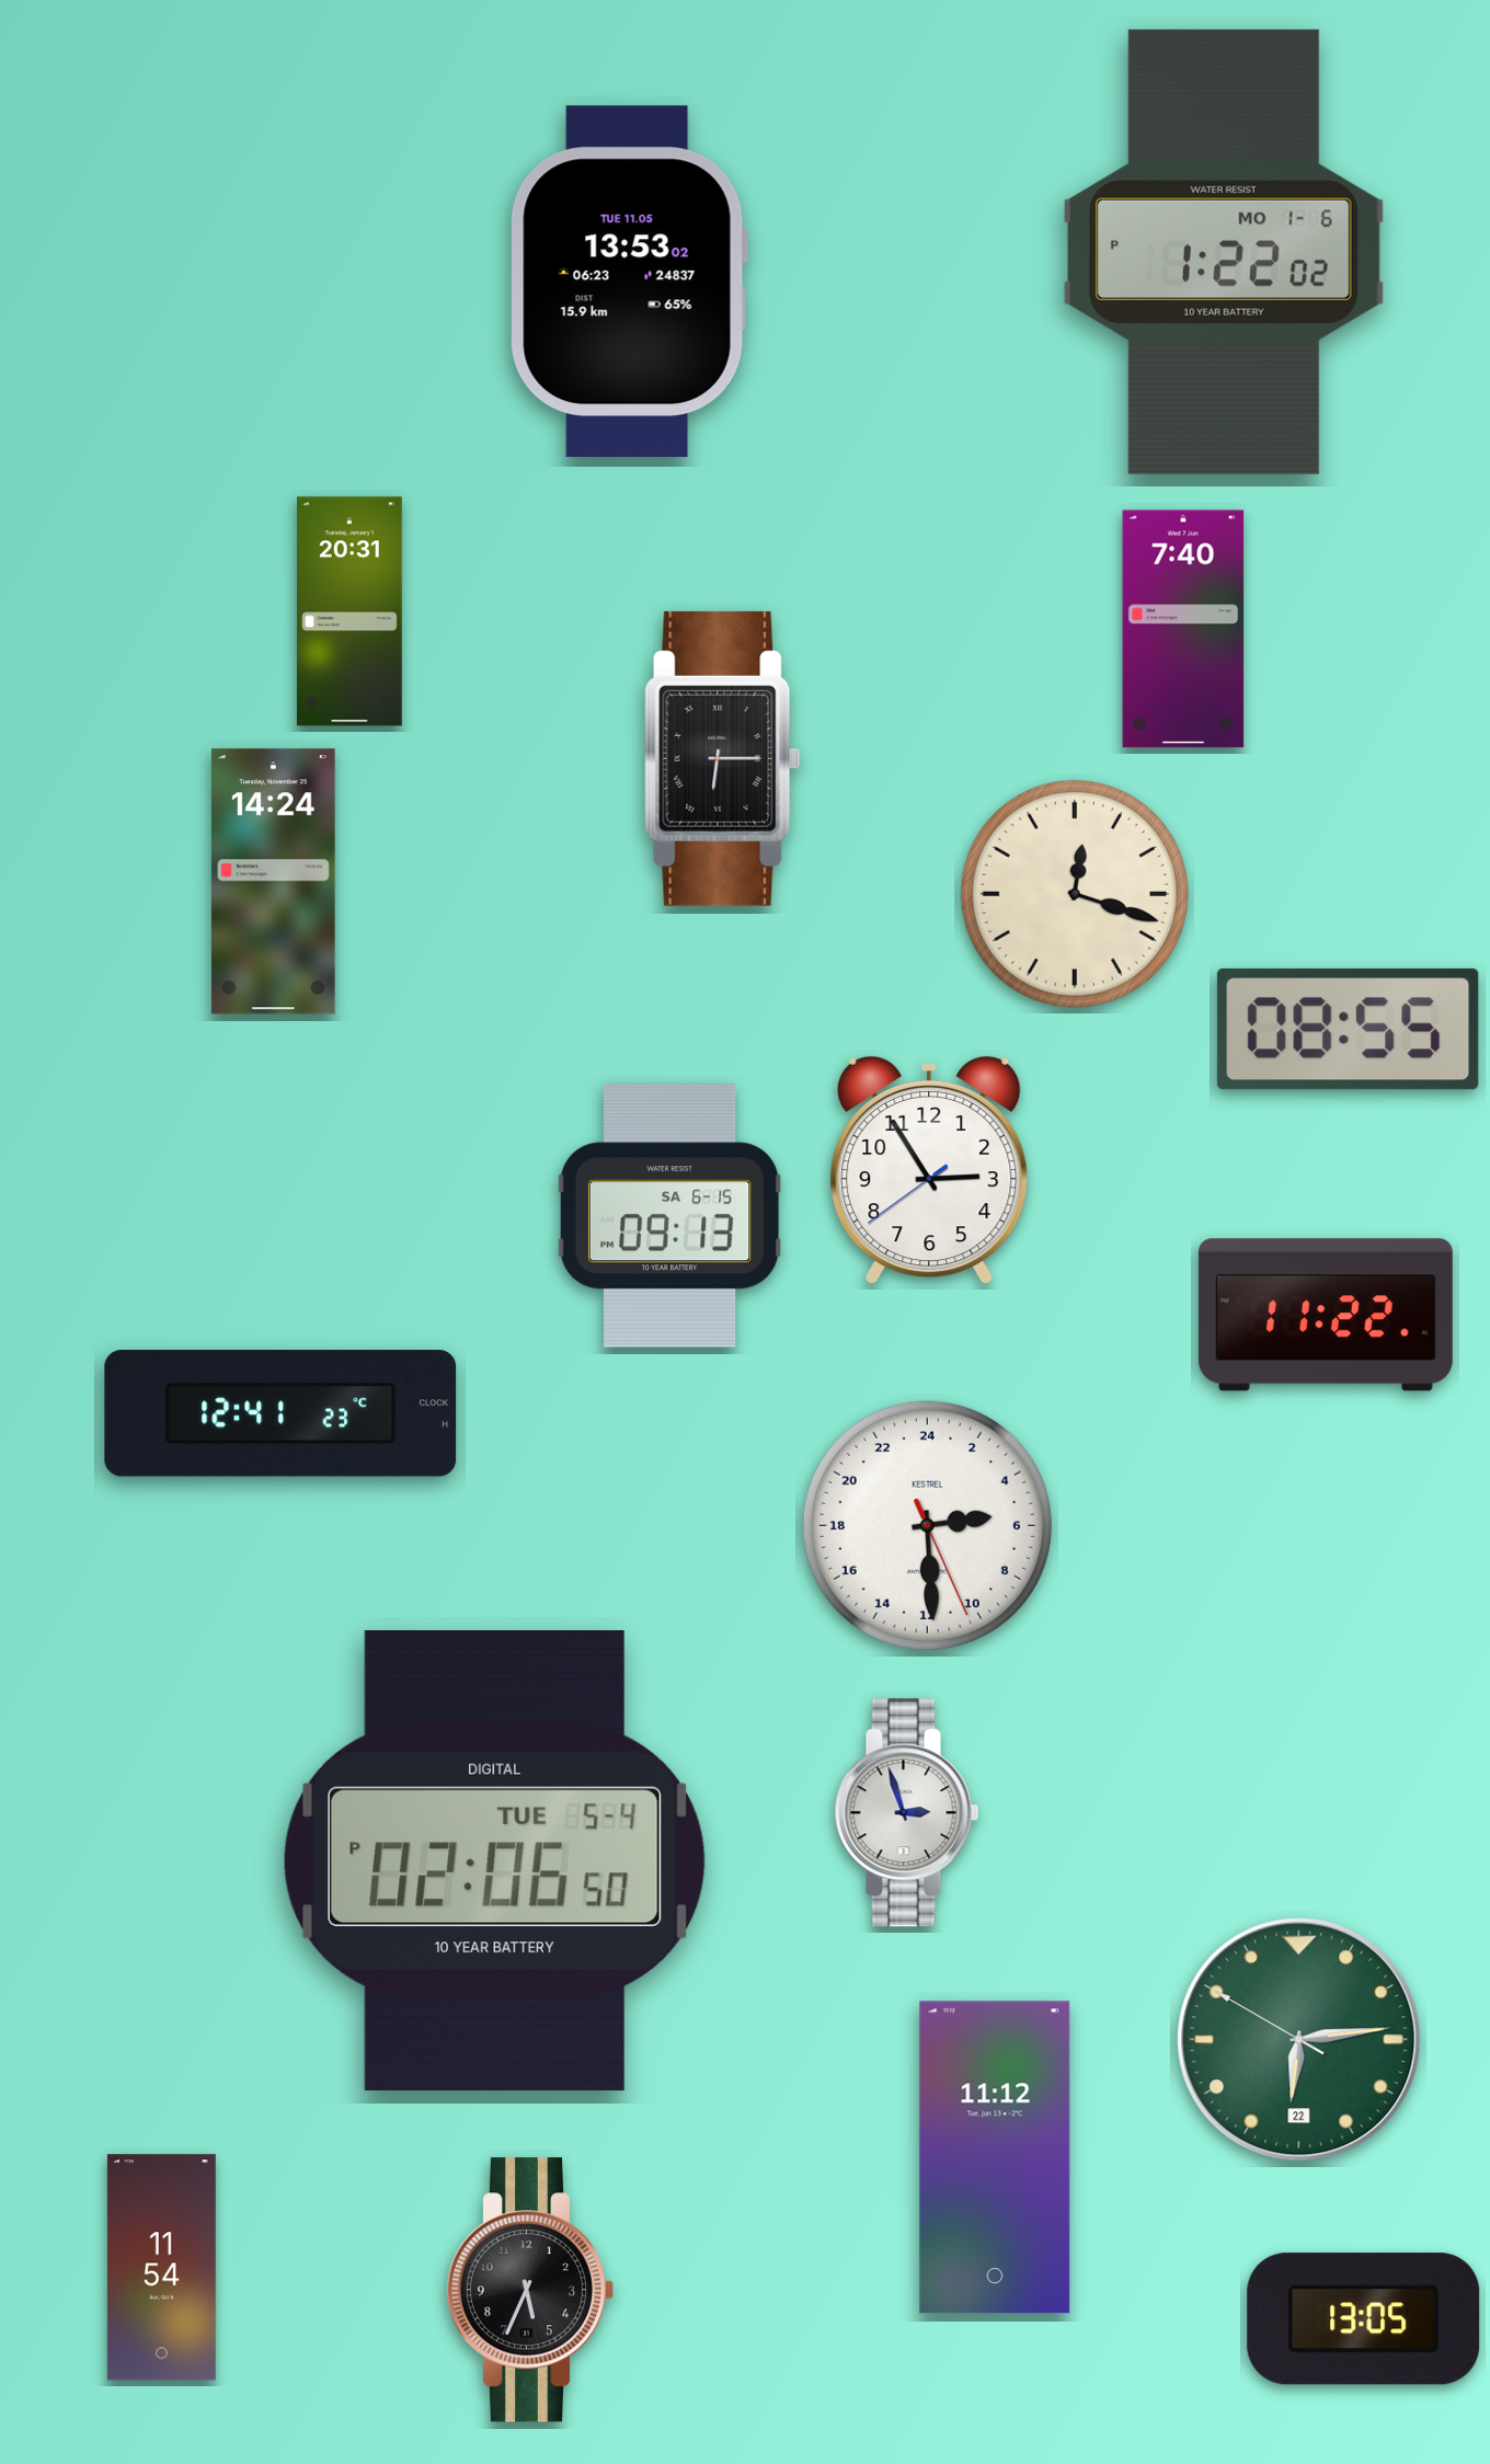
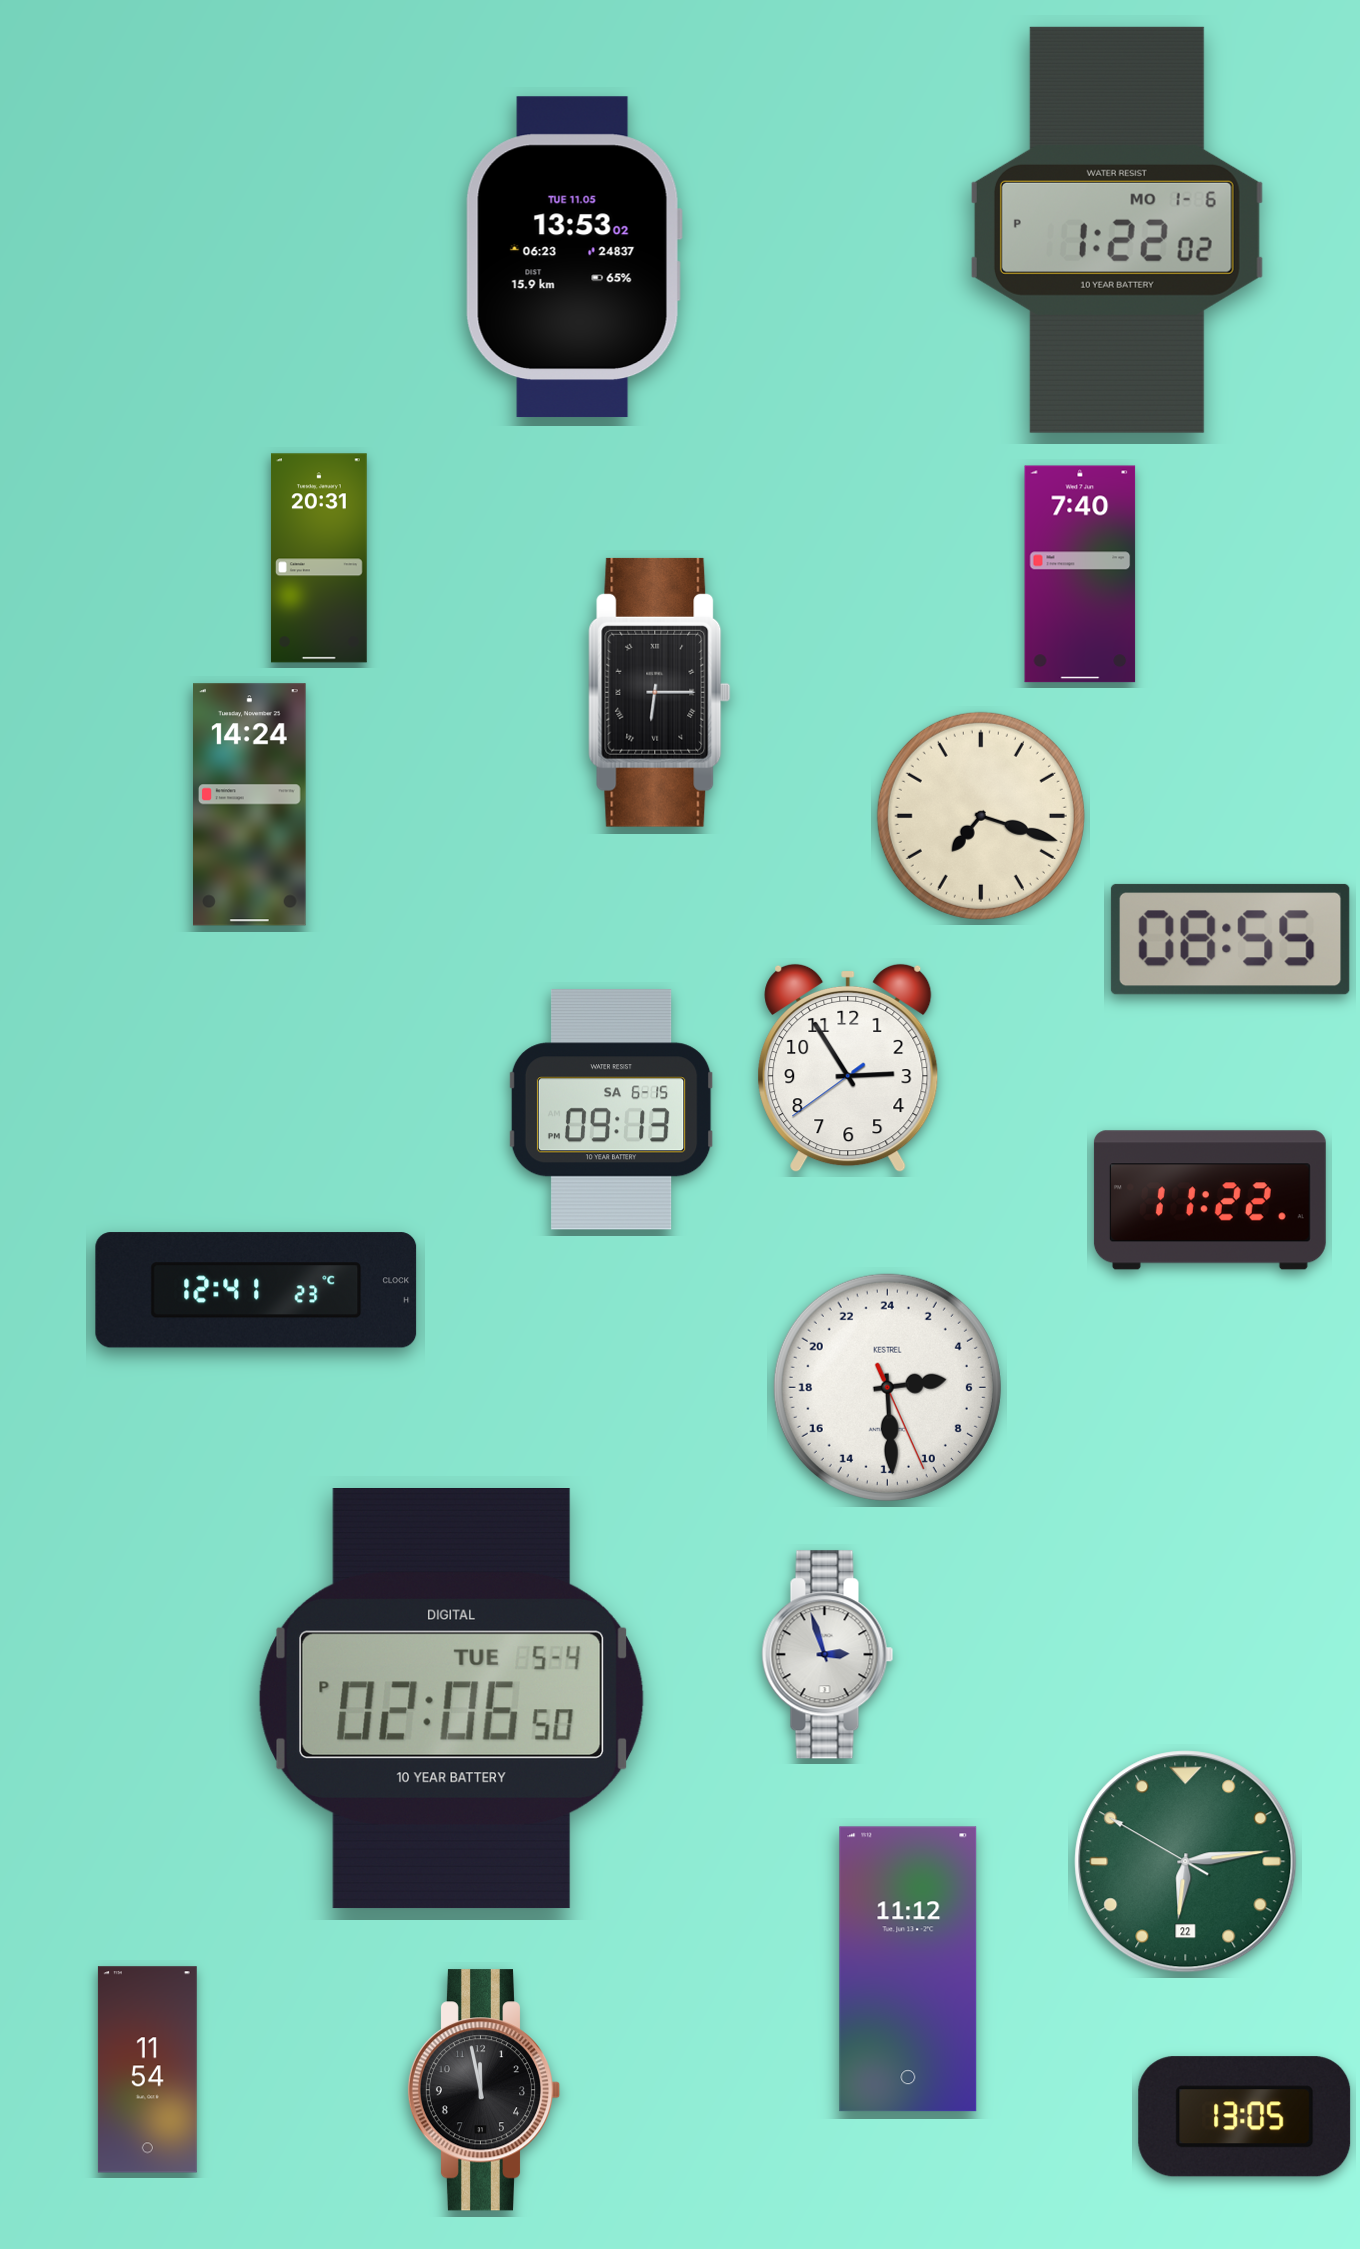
clock at (1075, 894): 12:18 -> 7:18
clock at (927, 1525) position: (927, 1525) -> (887, 1387)
clock at (530, 2290): 5:34 -> 11:58
